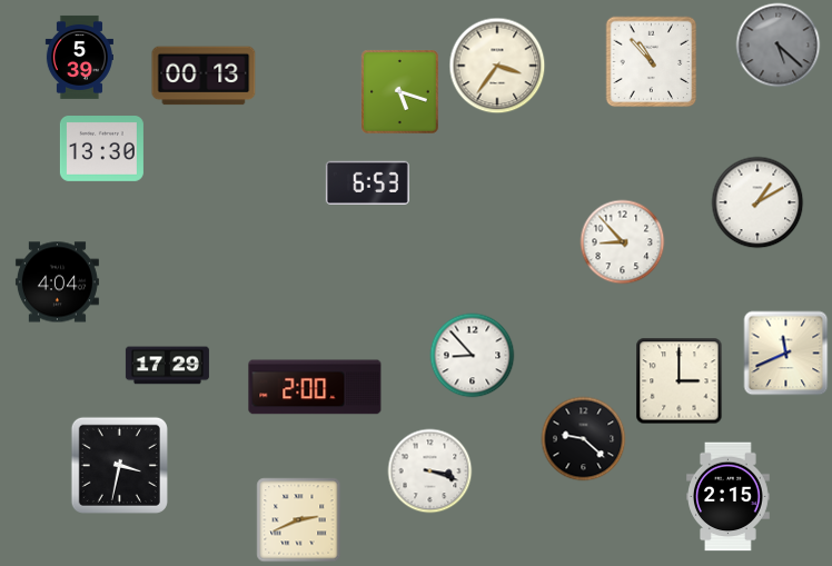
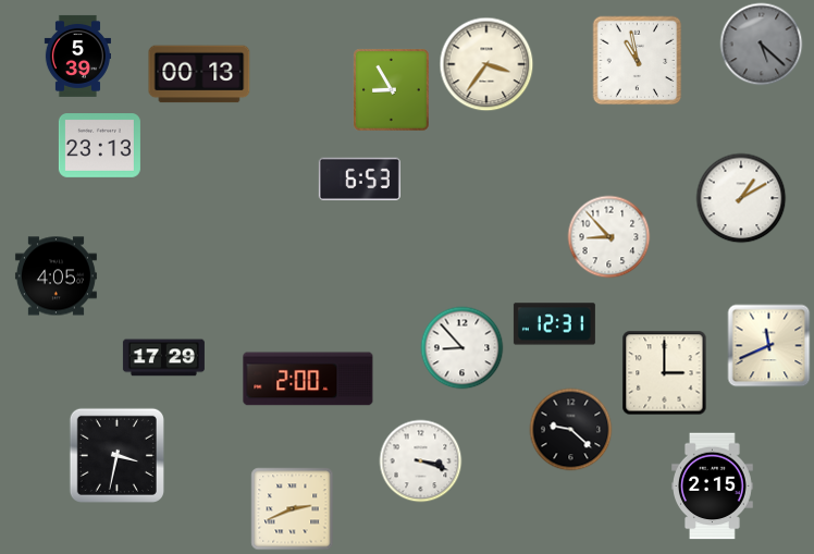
clock at (652, 62): 10:53 -> 10:58
clock at (400, 92): 5:18 -> 8:55
clock at (101, 149): 13:30 -> 23:13
clock at (57, 282): 4:04 -> 4:05
clock at (554, 324): none -> 12:31
